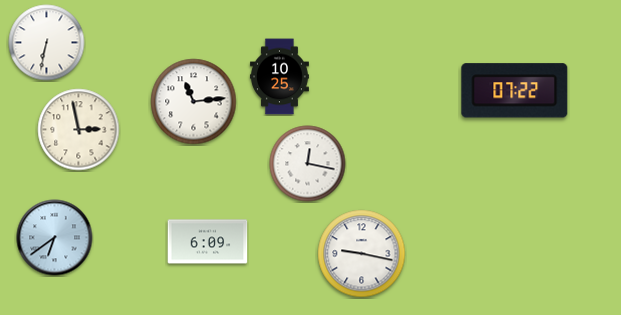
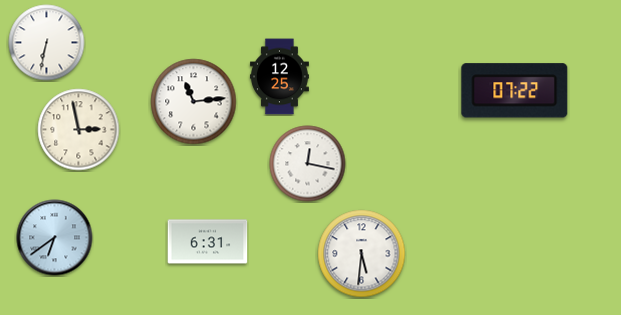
clock at (279, 77): 10:25 -> 12:25
clock at (208, 242): 6:09 -> 6:31
clock at (362, 254): 9:17 -> 5:31
